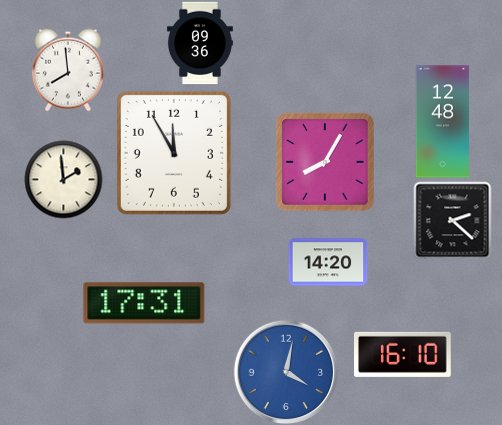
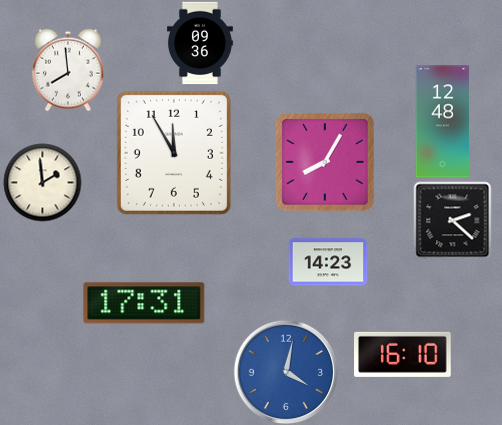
clock at (63, 179) position: (63, 179) -> (42, 182)
clock at (328, 262): 14:20 -> 14:23
